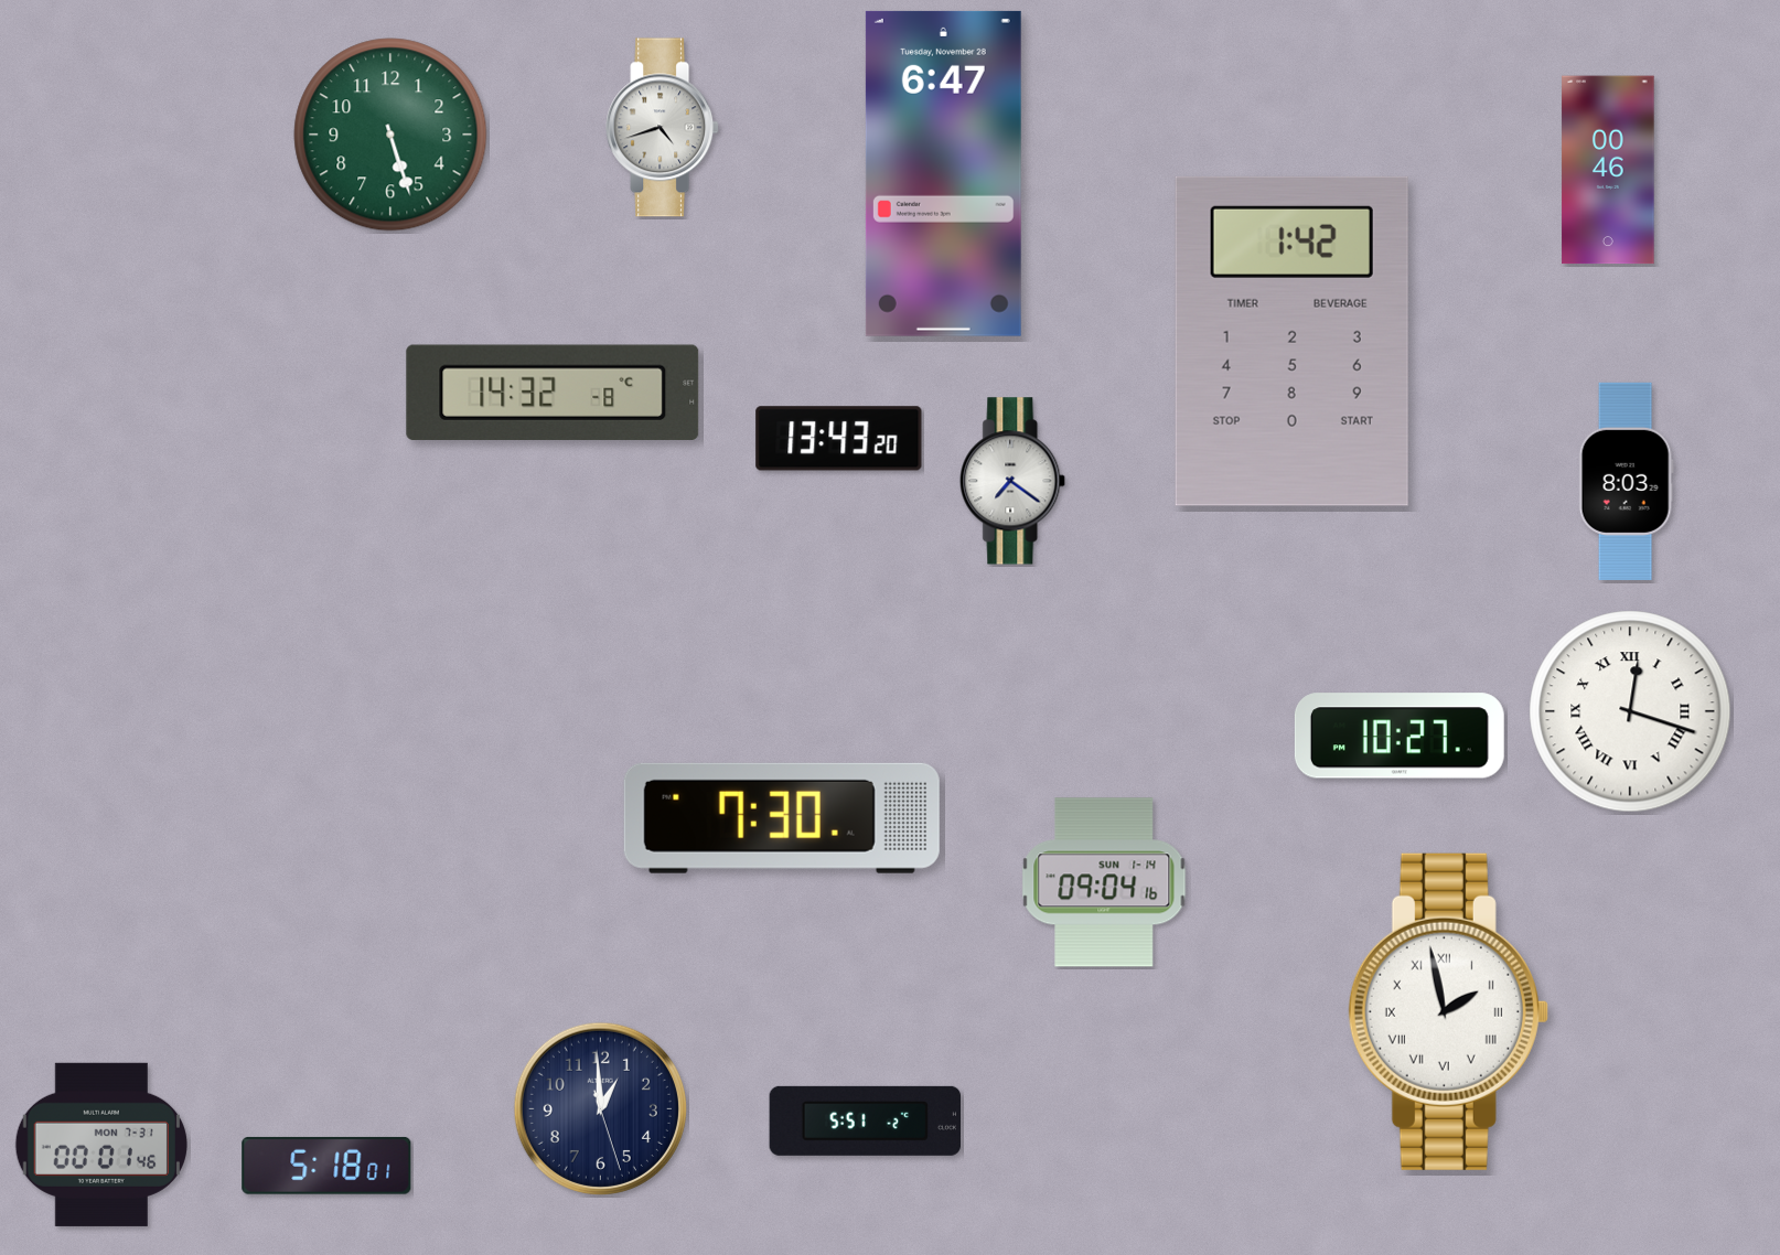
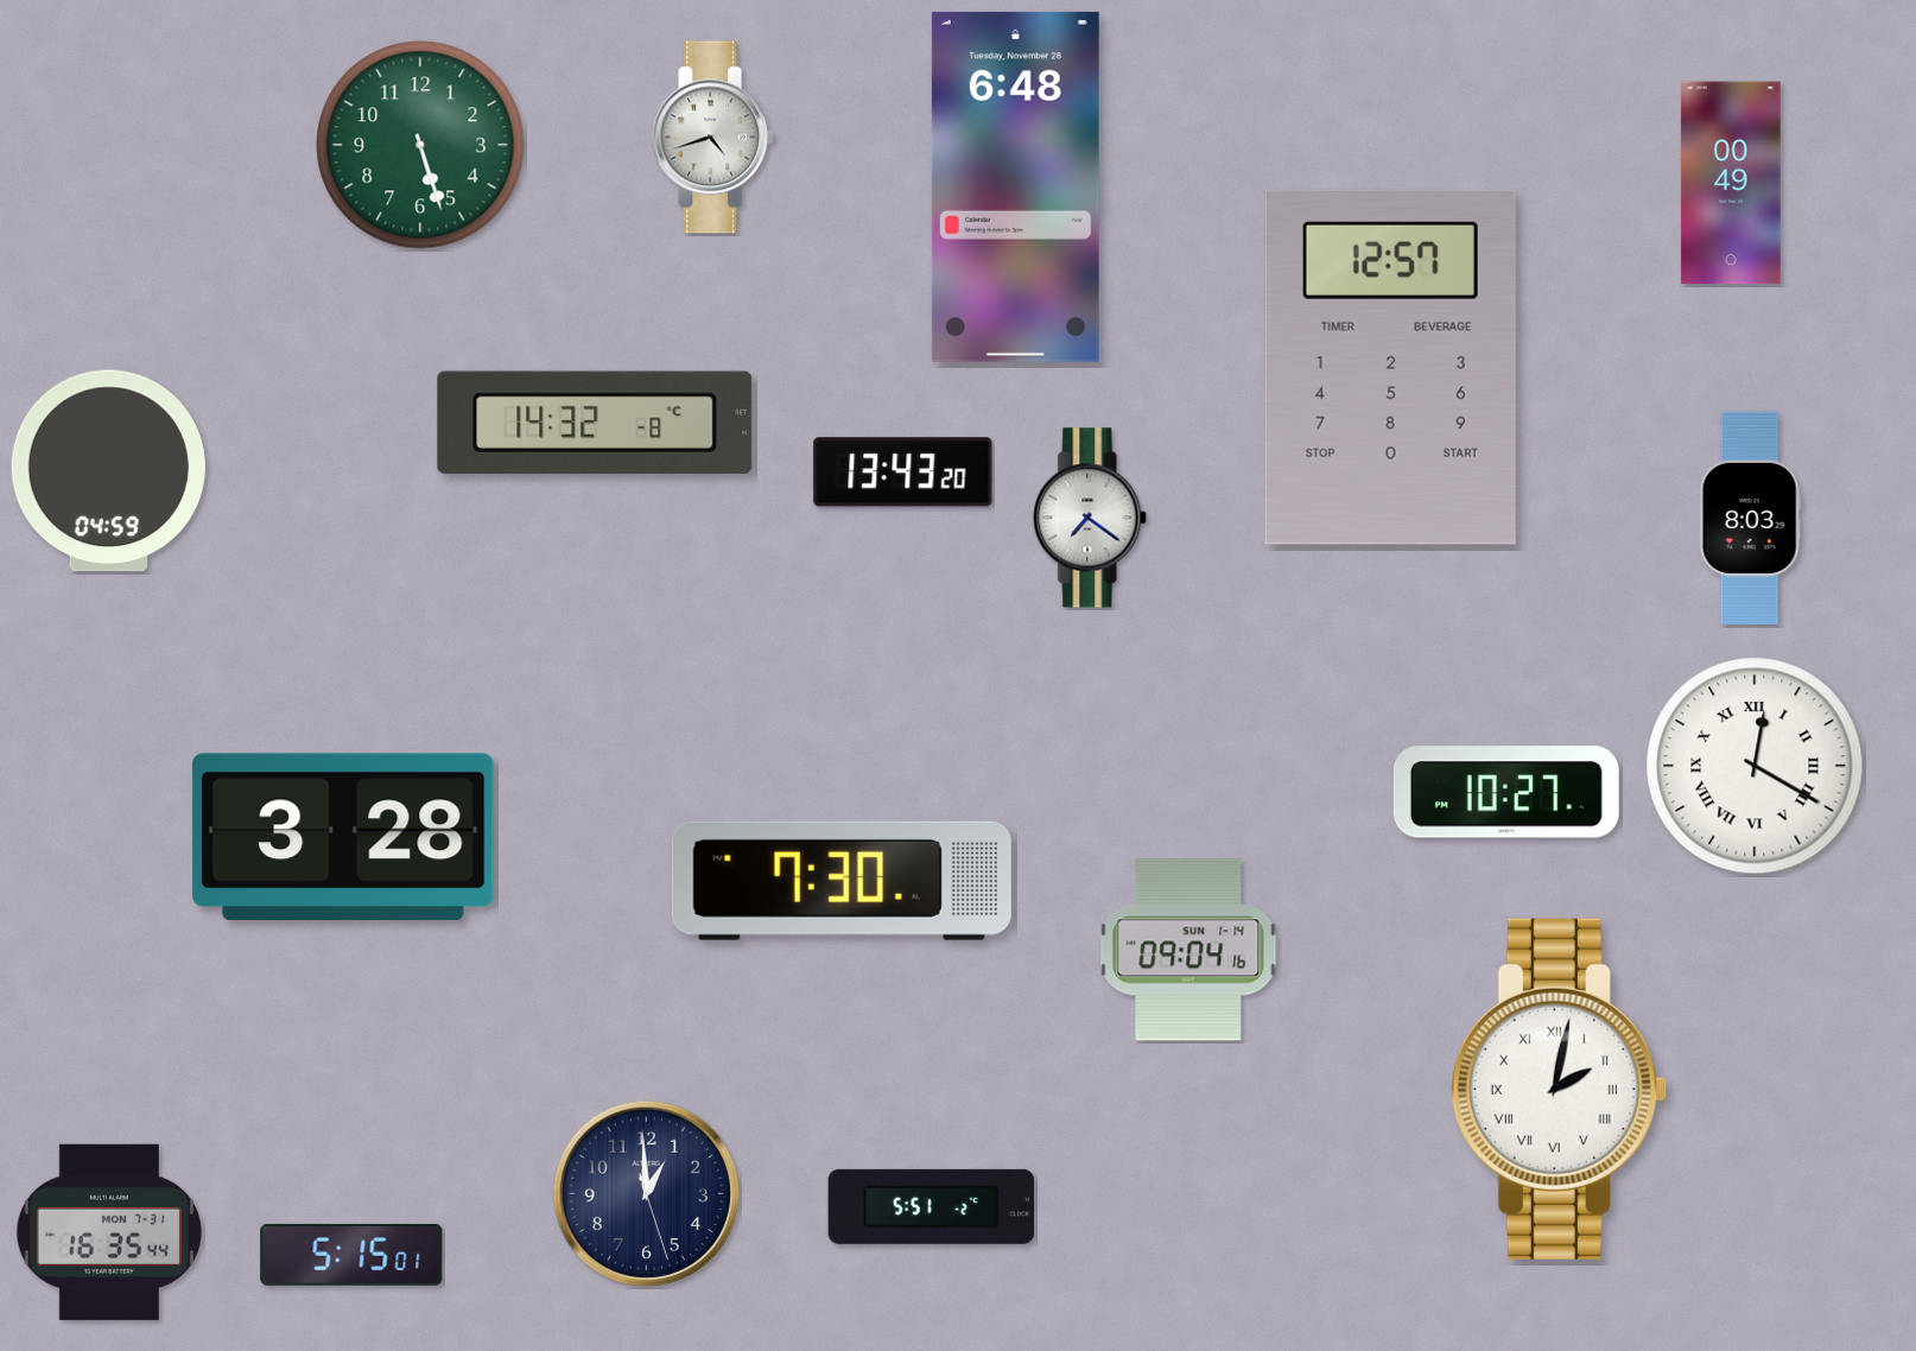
clock at (1608, 170): 00:46 -> 00:49
clock at (943, 173): 6:47 -> 6:48
clock at (1291, 341): 1:42 -> 12:57
clock at (108, 471): none -> 04:59
clock at (1630, 711): 12:18 -> 12:20
clock at (343, 836): none -> 3:28
clock at (1448, 1011): 1:58 -> 2:02
clock at (101, 1145): 00:01 -> 16:35
clock at (326, 1166): 5:18 -> 5:15
